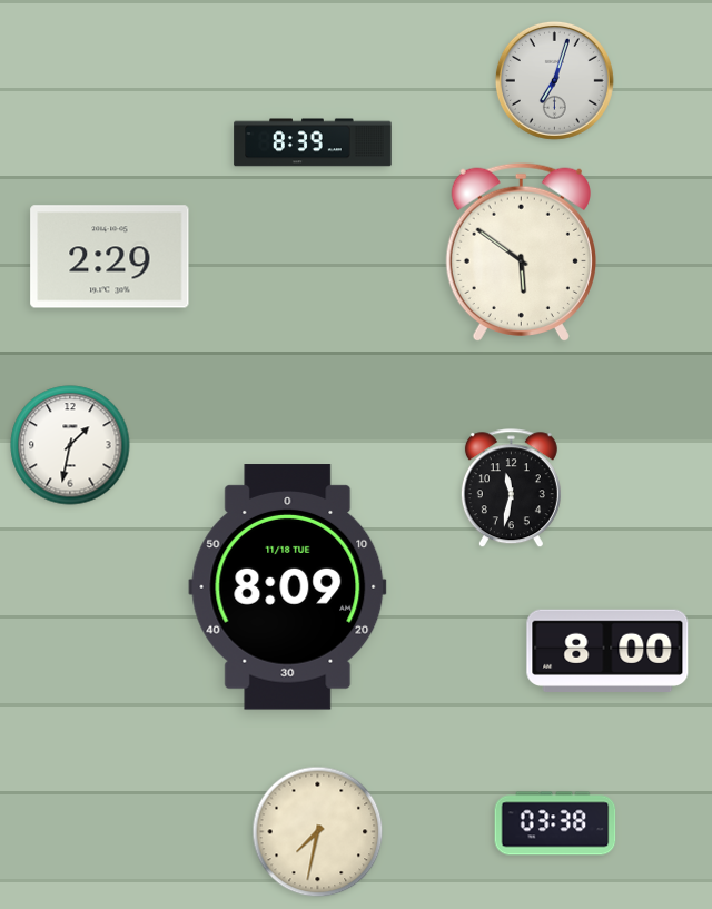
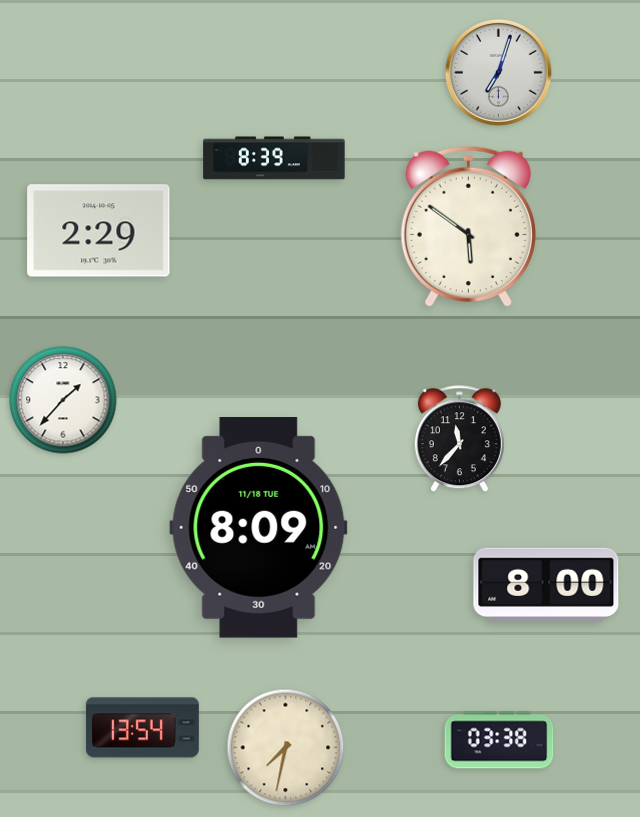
clock at (313, 142) position: (313, 142) -> (274, 158)
clock at (70, 445): 1:32 -> 1:37
clock at (511, 488): 11:32 -> 11:37
clock at (142, 728): none -> 13:54
